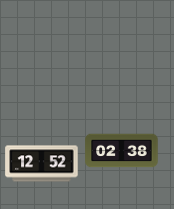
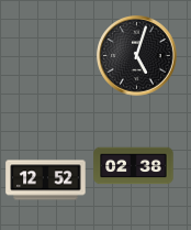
clock at (137, 56): none -> 5:03
